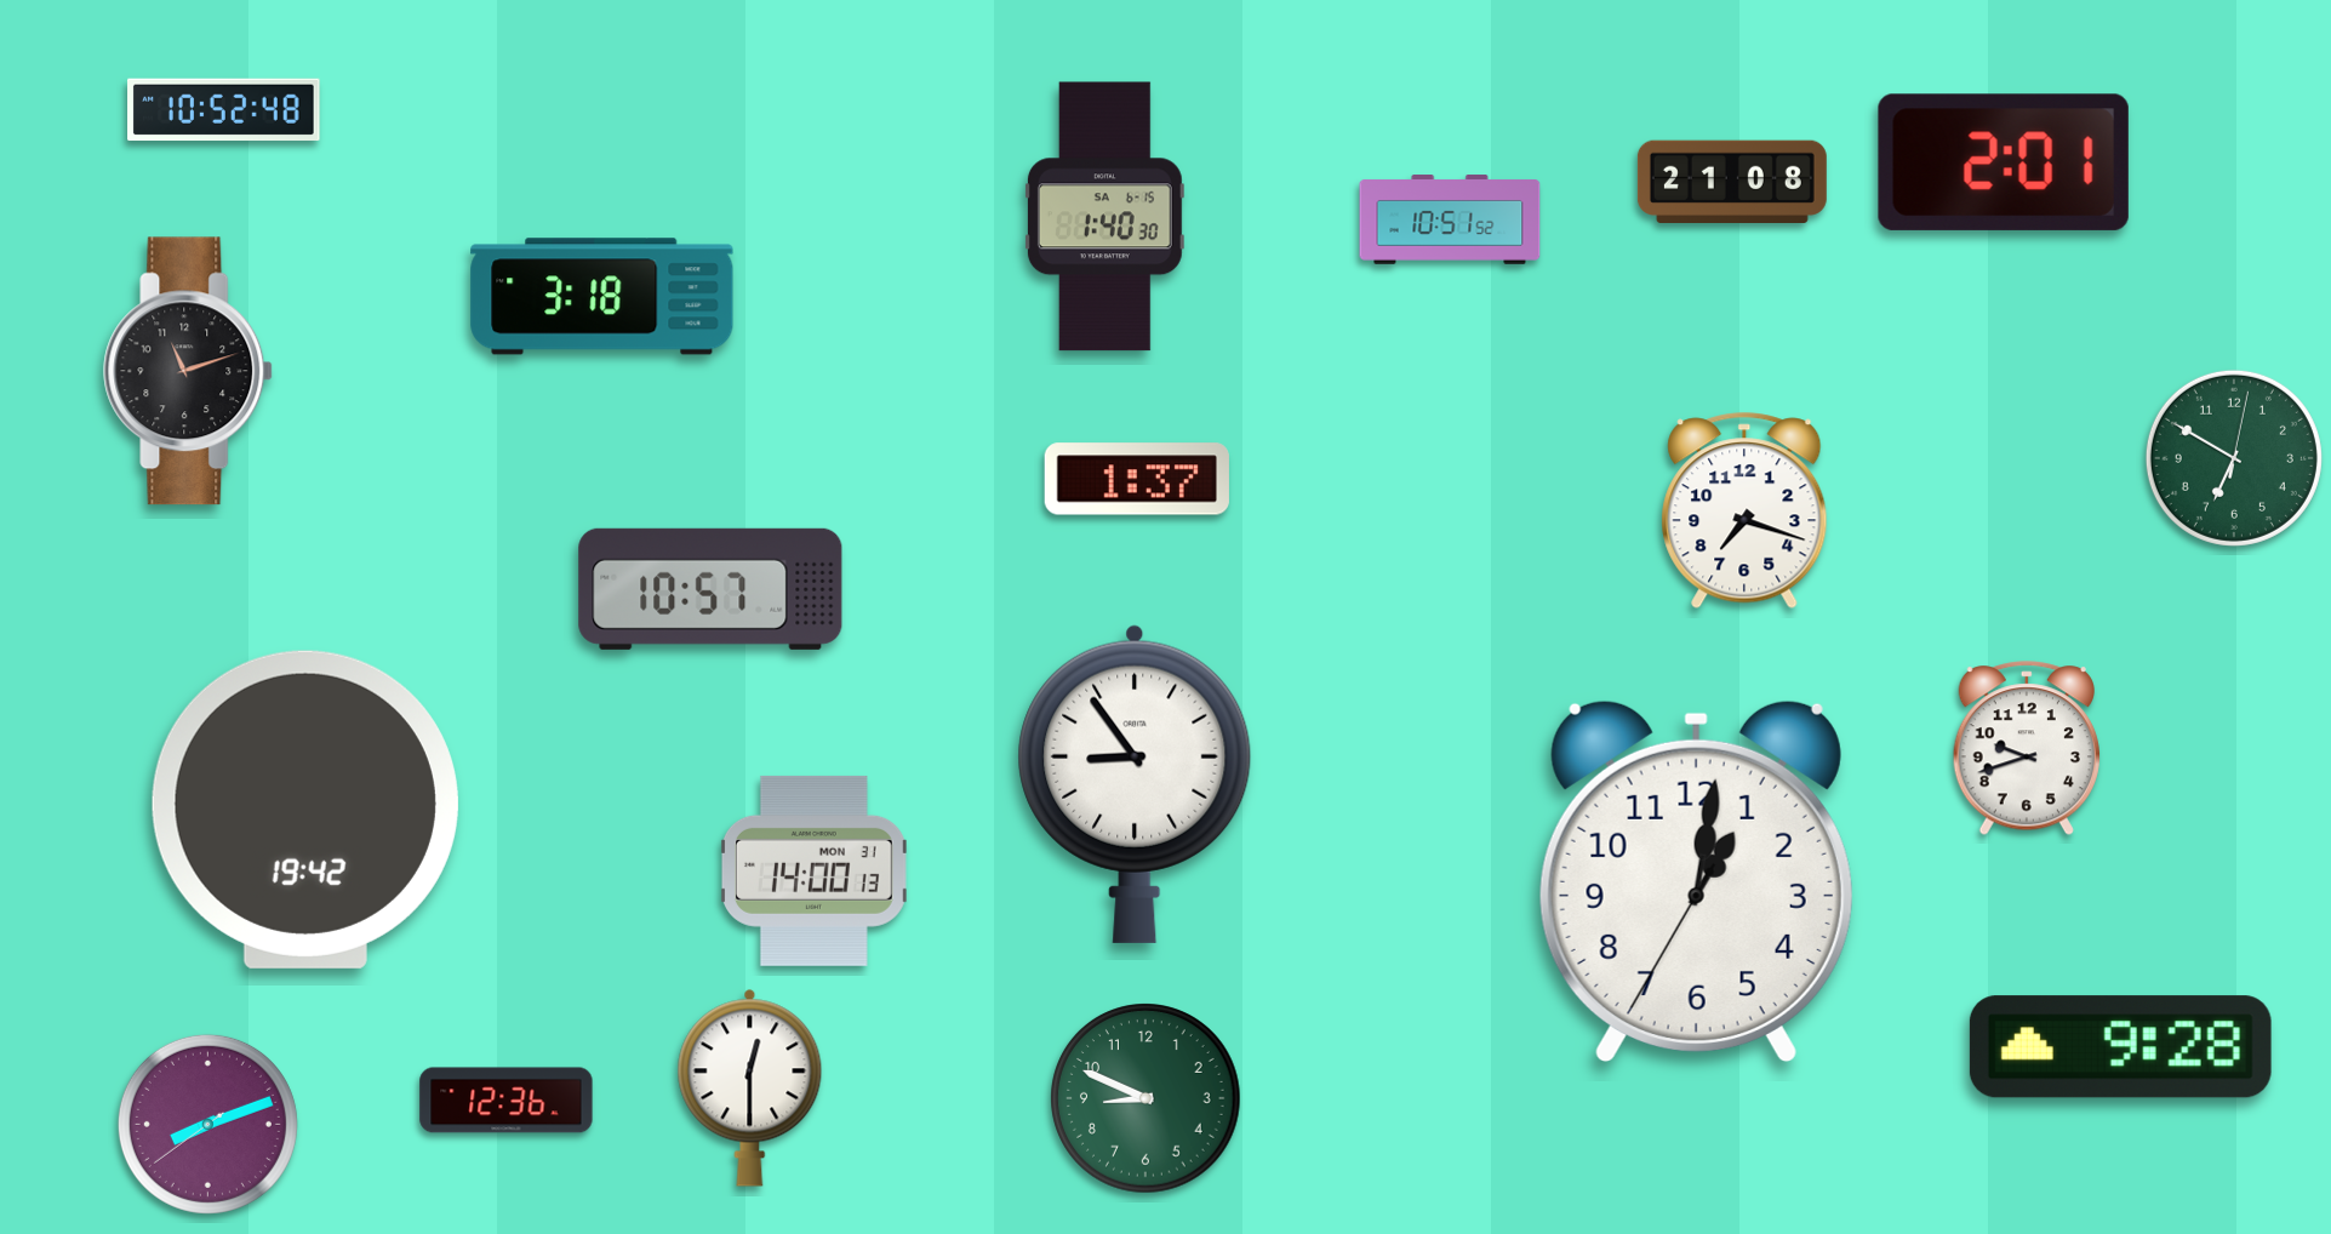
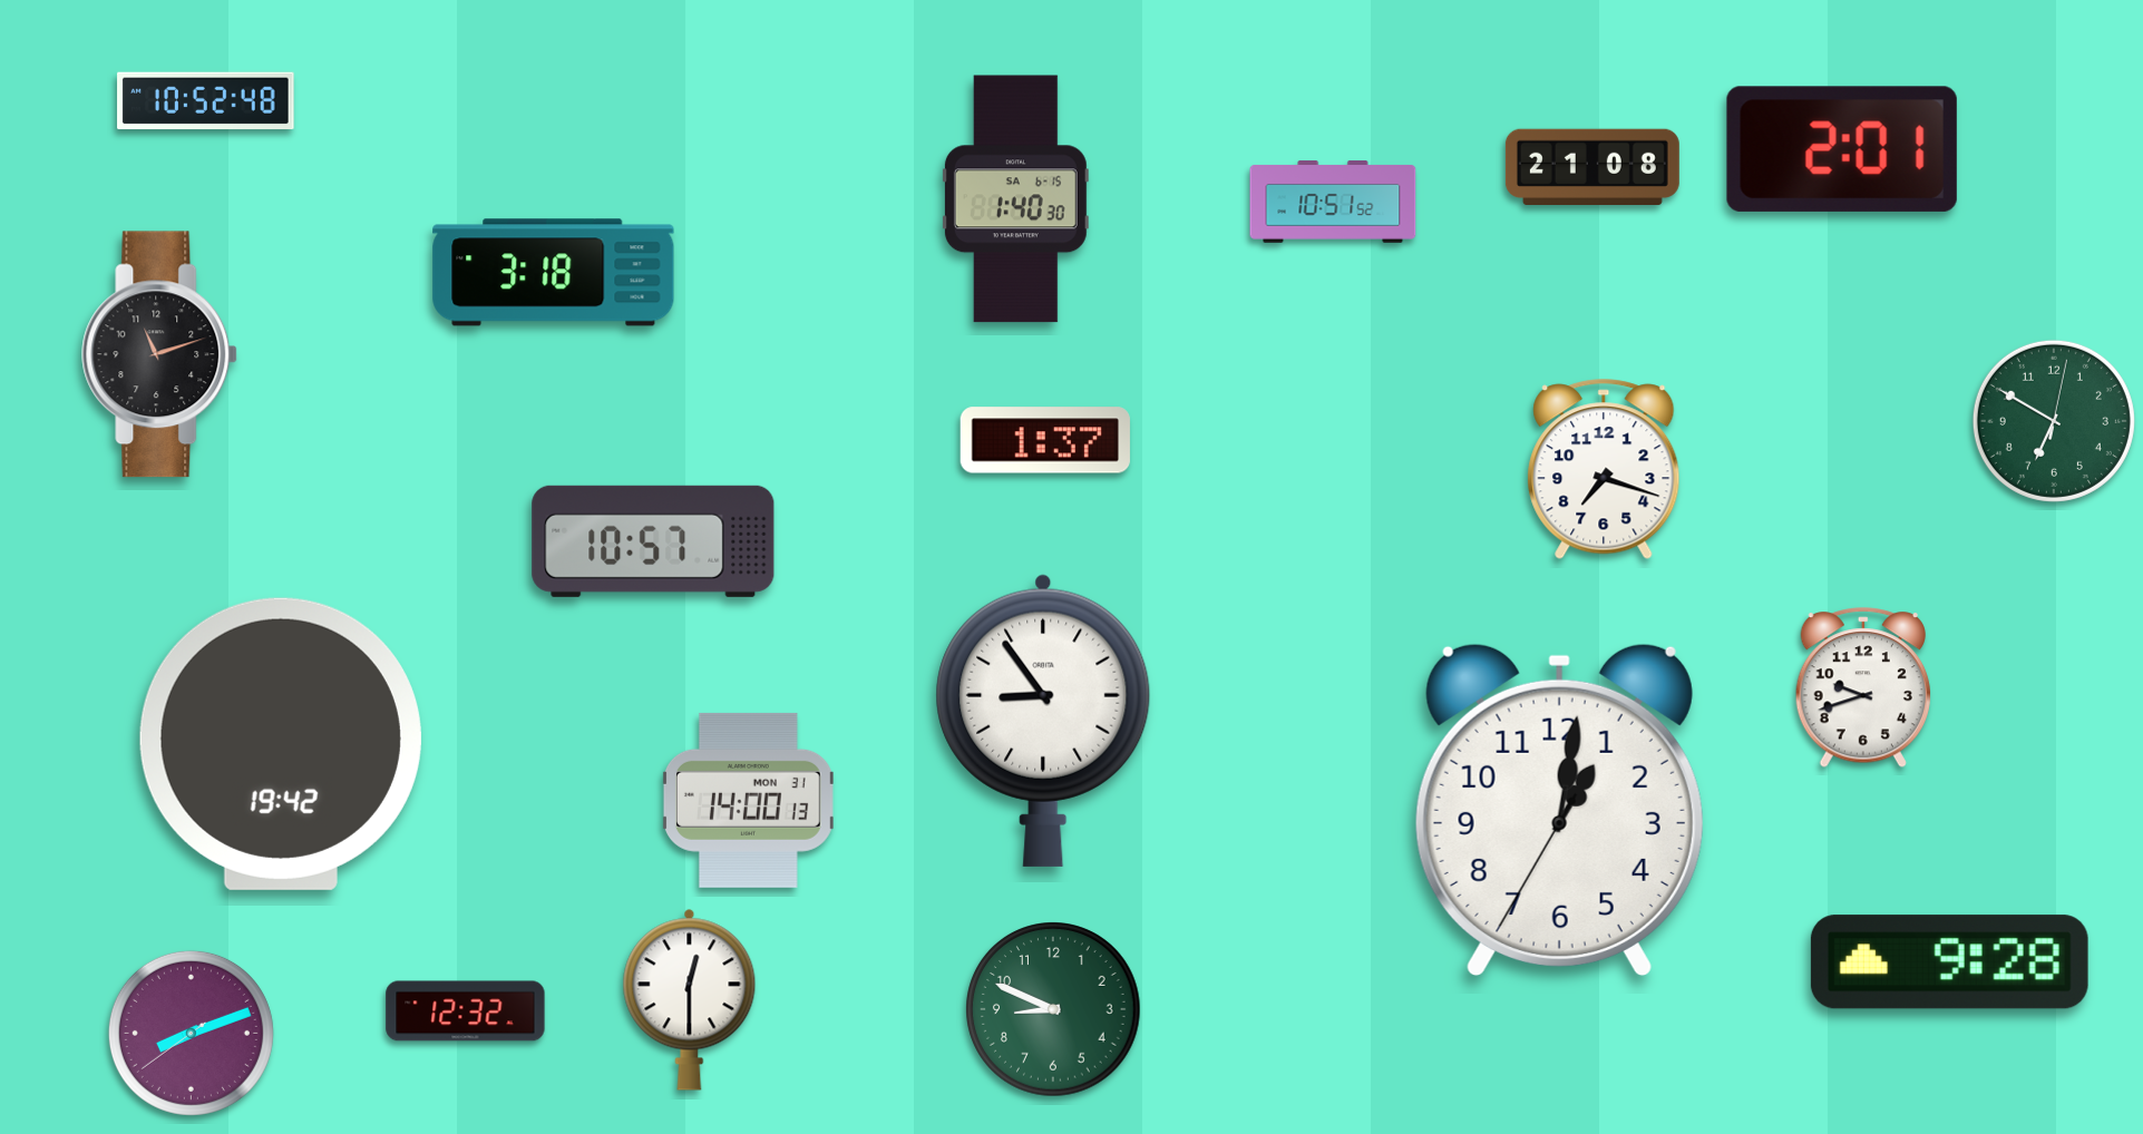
clock at (189, 371) position: (189, 371) -> (160, 354)
clock at (507, 1101): 12:36 -> 12:32
